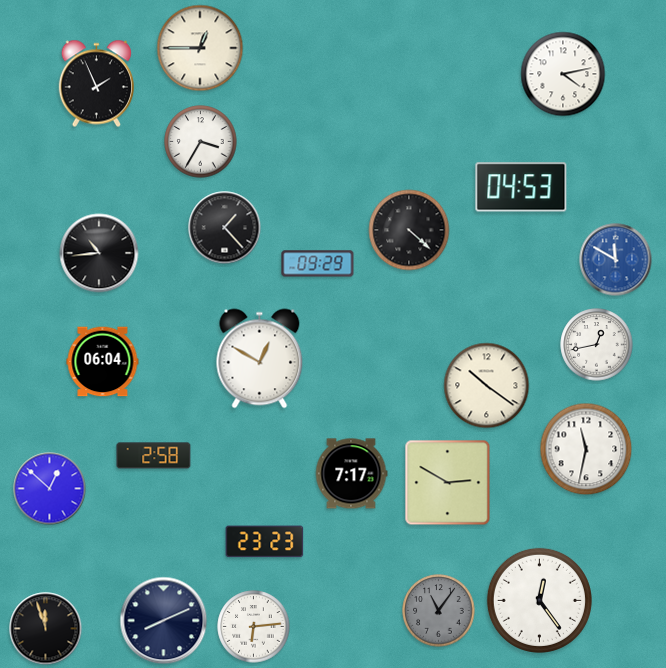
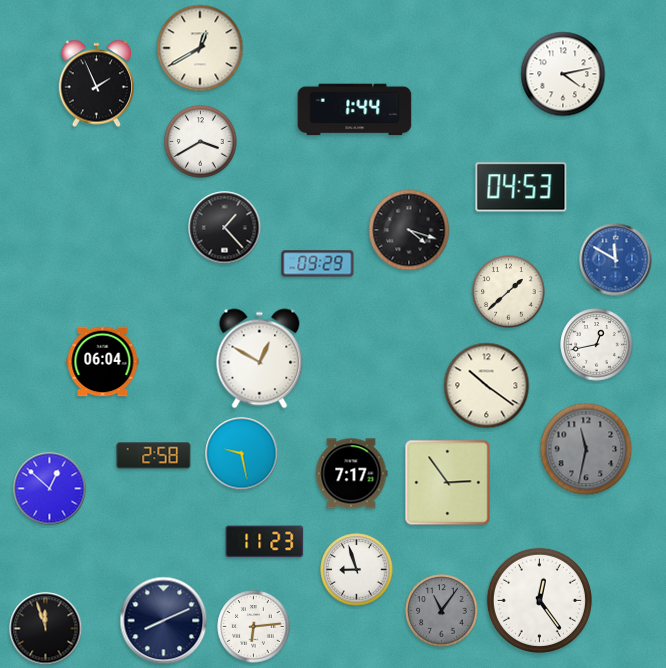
clock at (200, 48): 12:45 -> 12:40
clock at (355, 110): none -> 1:44
clock at (201, 142): 3:35 -> 3:40
clock at (409, 230): 4:22 -> 4:18
clock at (99, 253): 10:44 -> none
clock at (509, 292): none -> 1:38
clock at (586, 449) dial: white -> grey
clock at (242, 454): none -> 9:28
clock at (448, 483): 2:50 -> 2:54
clock at (265, 542): 23:23 -> 11:23
clock at (357, 570): none -> 8:57
clock at (439, 611) position: (439, 611) -> (442, 611)
